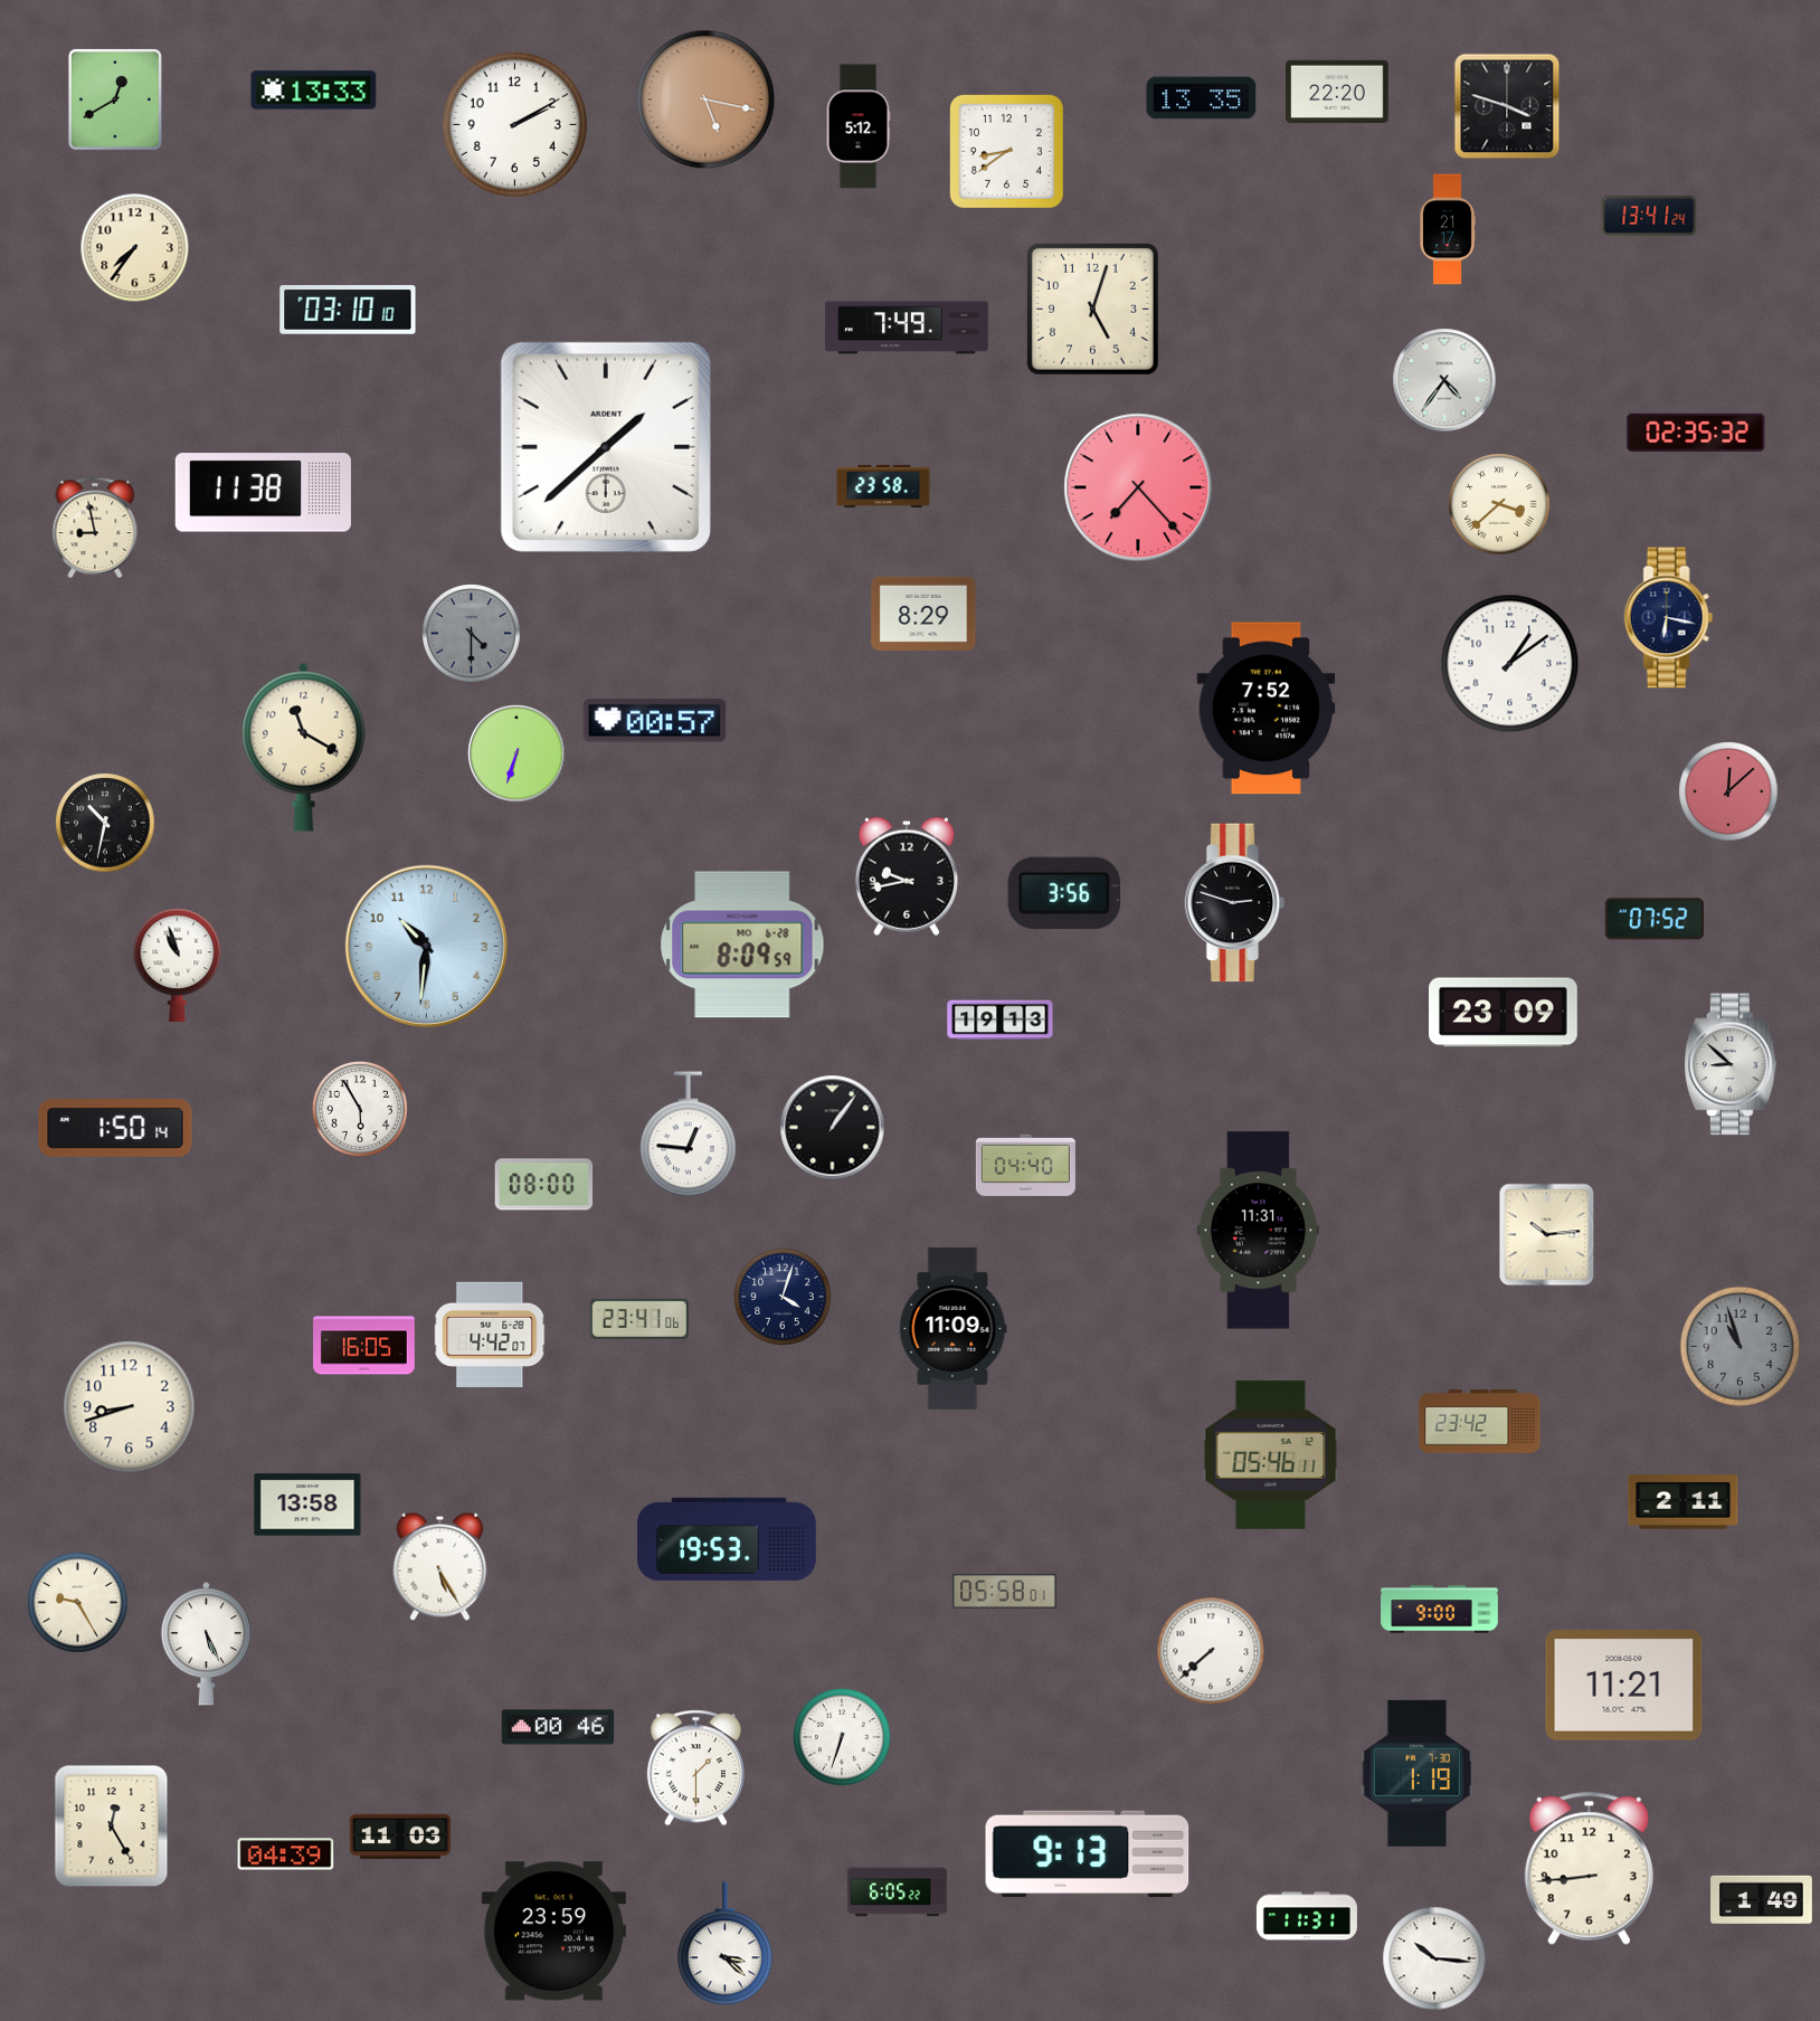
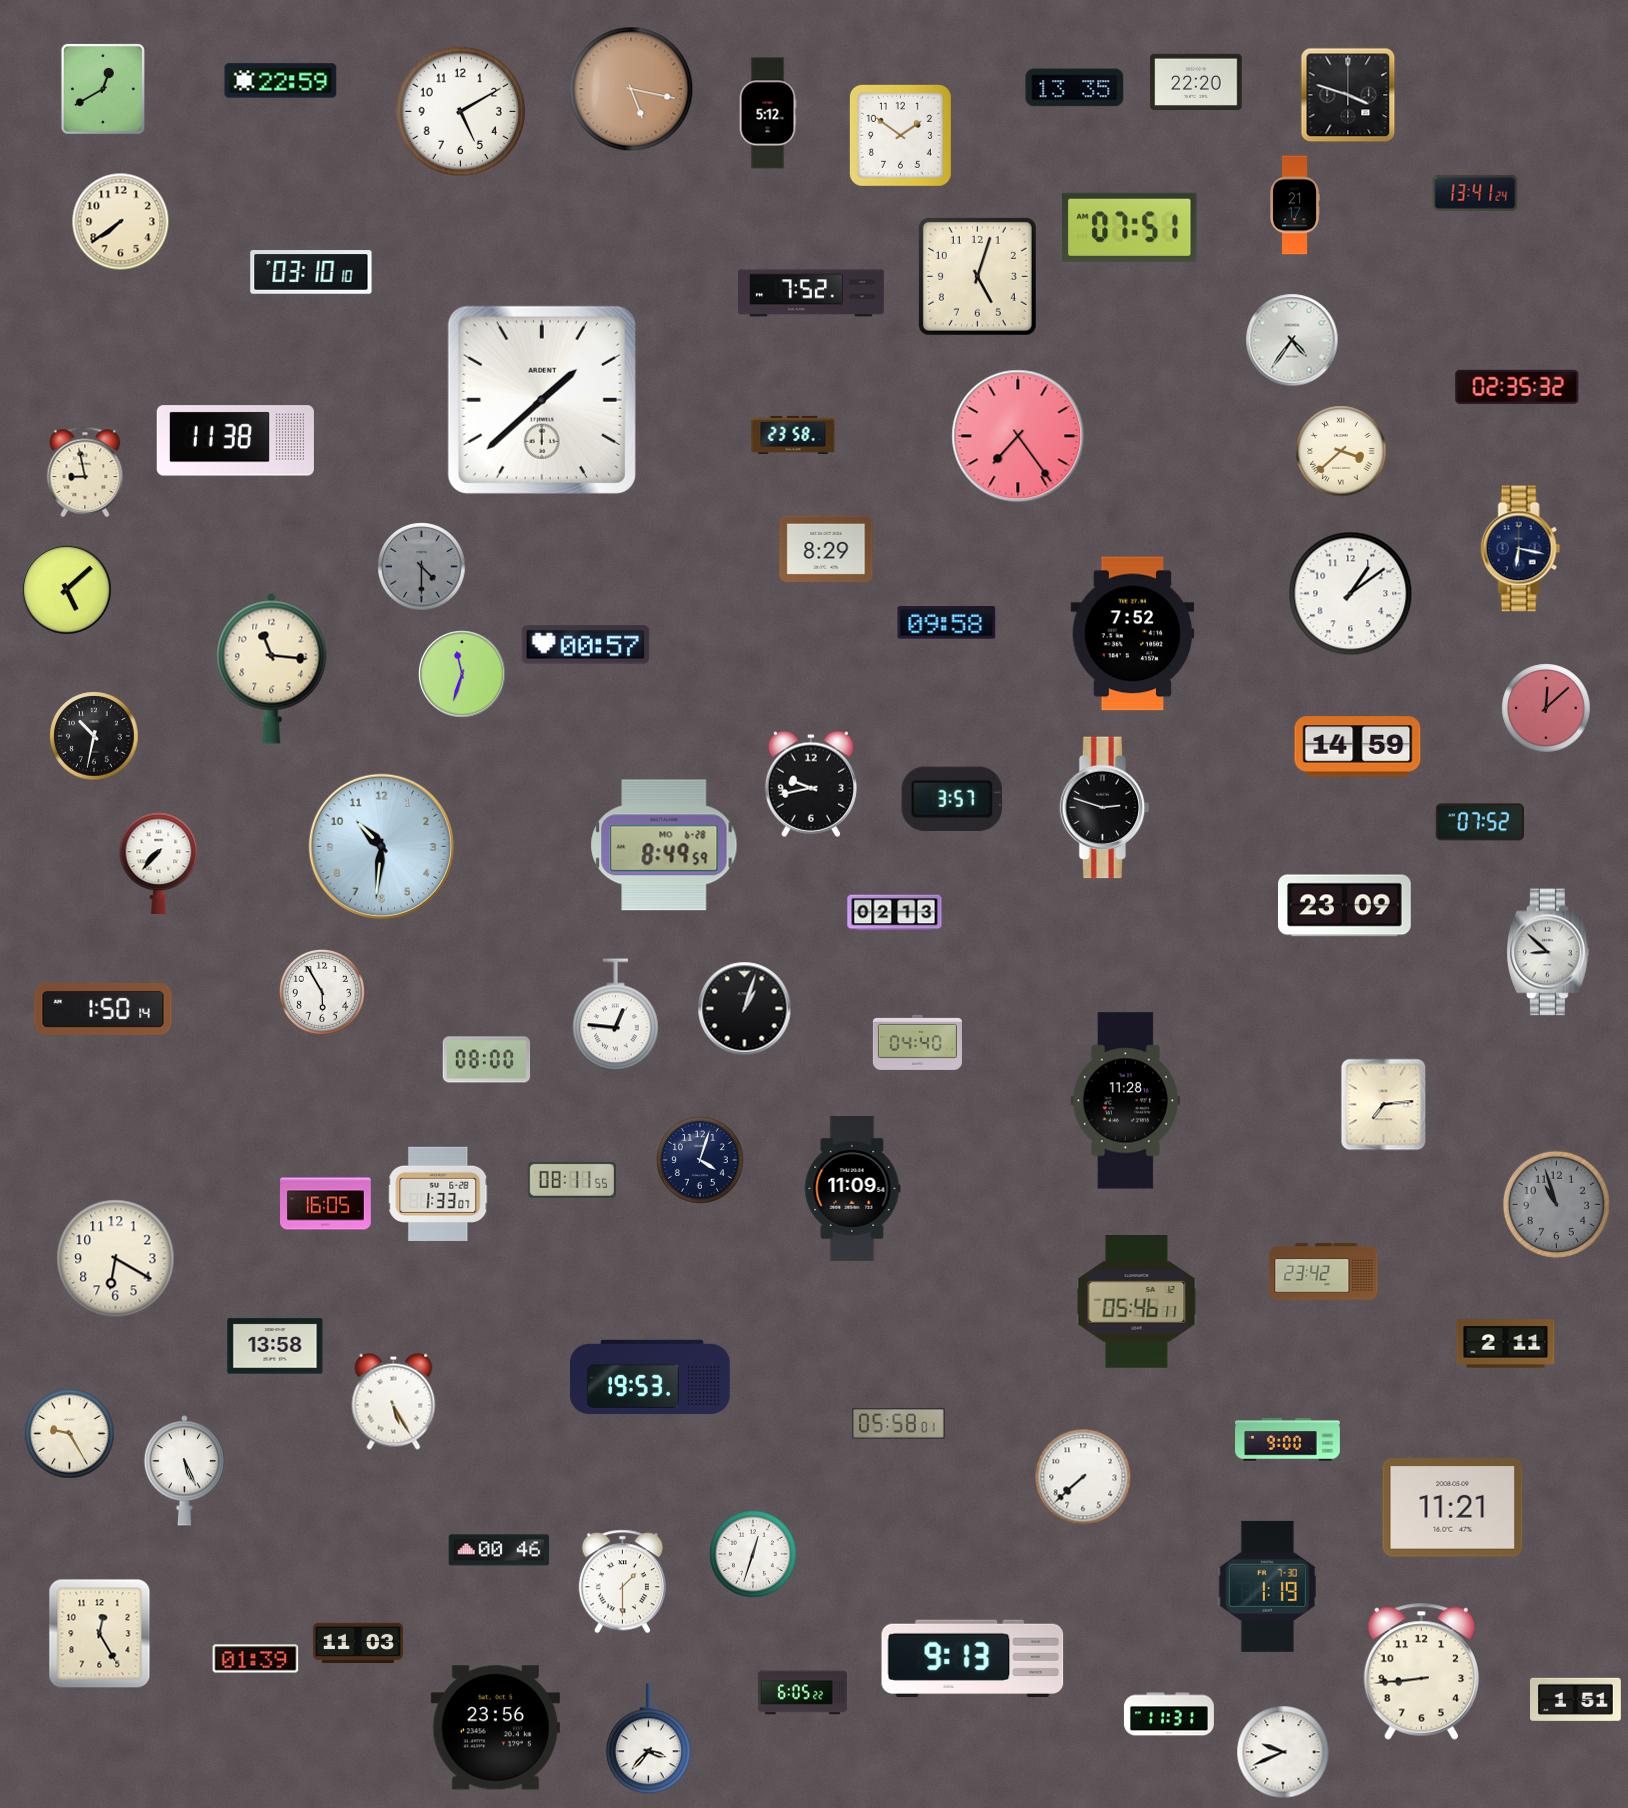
clock at (314, 91): 13:33 -> 22:59
clock at (514, 124): 2:10 -> 5:10
clock at (1006, 151): 8:39 -> 1:51
clock at (135, 248): 7:36 -> 7:39
clock at (1130, 227): none -> 07:51
clock at (348, 310) position: (348, 310) -> (311, 272)
clock at (908, 328): 7:49 -> 7:52
clock at (883, 486) position: (883, 486) -> (793, 435)
clock at (1138, 487): 7:23 -> 7:24
clock at (1669, 618) position: (1669, 618) -> (1521, 549)
clock at (67, 590): none -> 5:08
clock at (947, 623): none -> 09:58
clock at (304, 747): 11:20 -> 11:16
clock at (516, 753): 6:33 -> 11:33
clock at (1358, 747): none -> 14:59
clock at (1063, 893): 3:56 -> 3:57
clock at (742, 945): 8:09 -> 8:49
clock at (178, 966): 10:57 -> 7:37
clock at (1001, 1021): 19:13 -> 02:13
clock at (833, 1128): 1:06 -> 1:03
clock at (1258, 1231): 11:31 -> 11:28
clock at (1547, 1235): 10:14 -> 7:14
clock at (639, 1319): 23:41 -> 08:11
clock at (490, 1334): 4:42 -> 1:33
clock at (130, 1407): 8:42 -> 6:20
clock at (558, 1727) position: (558, 1727) -> (499, 1550)
clock at (843, 1738): 6:33 -> 12:33
clock at (286, 1854): 04:39 -> 01:39
clock at (1762, 1899): 1:49 -> 1:51
clock at (553, 1932): 23:59 -> 23:56
clock at (724, 1944): 3:22 -> 3:37
clock at (1434, 1958): 10:16 -> 9:41
